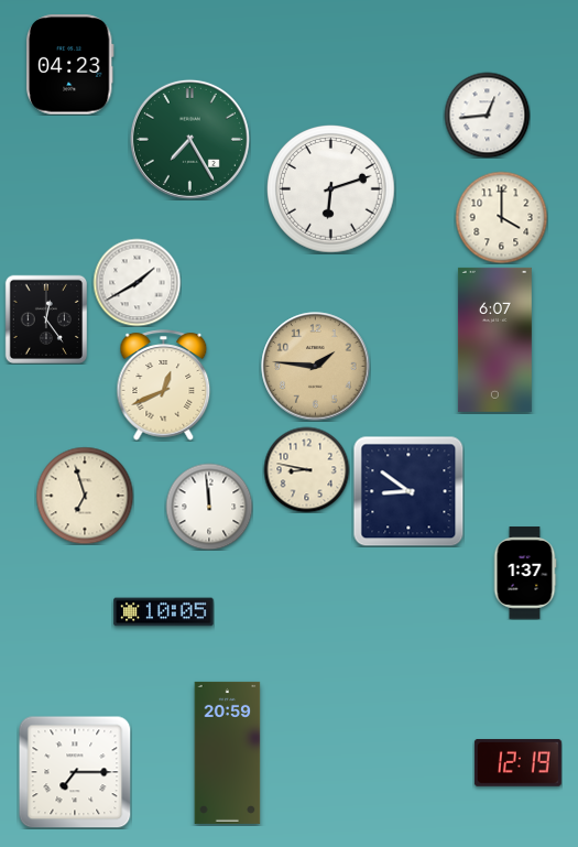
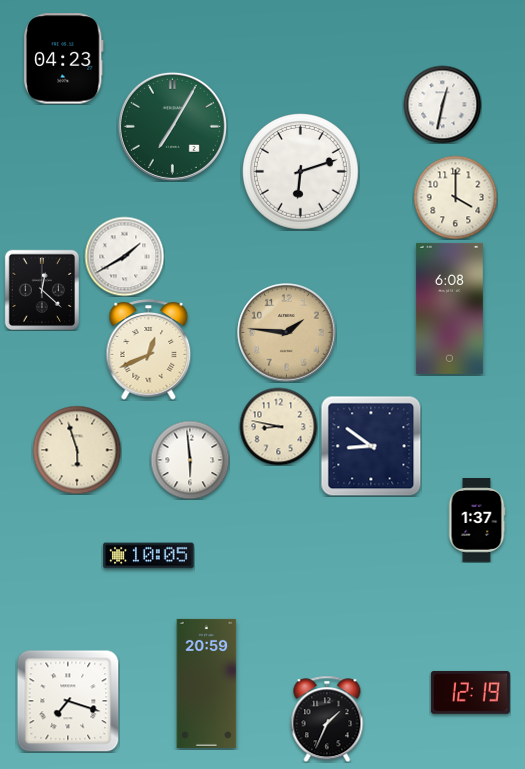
clock at (487, 115): 12:44 -> 12:32
clock at (189, 139): 7:25 -> 7:05
clock at (45, 318): 12:24 -> 12:22
clock at (494, 339): 6:07 -> 6:08
clock at (85, 496): 6:57 -> 5:57
clock at (209, 507): 11:59 -> 5:59
clock at (75, 772): 7:15 -> 7:18
clock at (327, 719): none -> 1:34
